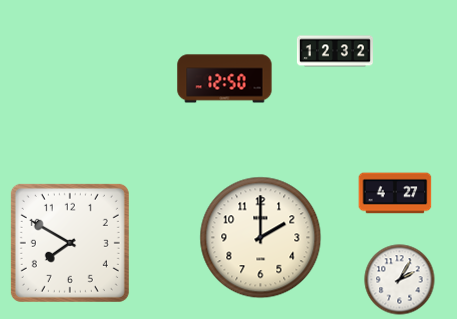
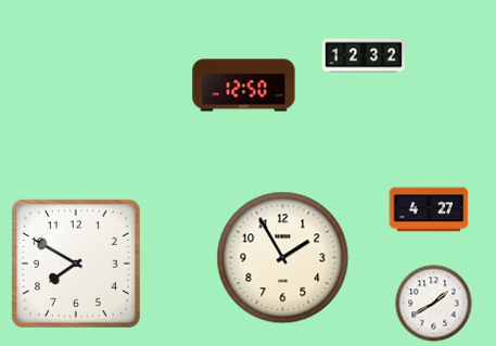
clock at (261, 238): 2:00 -> 1:55
clock at (400, 280): 2:05 -> 1:40
